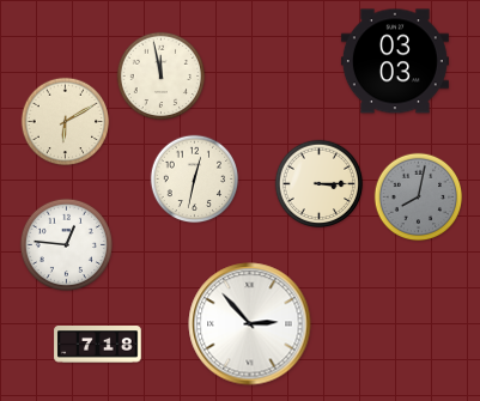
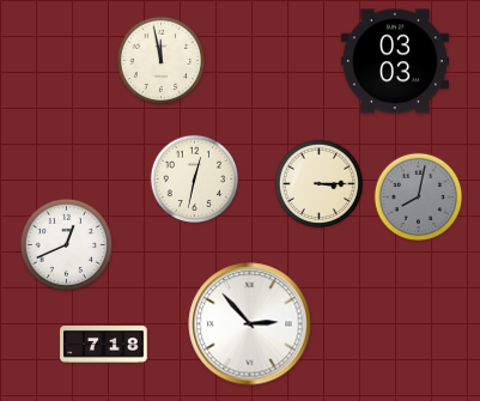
clock at (162, 77) position: (162, 77) -> (162, 61)
clock at (66, 122): 6:10 -> none
clock at (66, 244): 12:46 -> 12:41
clock at (98, 345) position: (98, 345) -> (104, 345)
